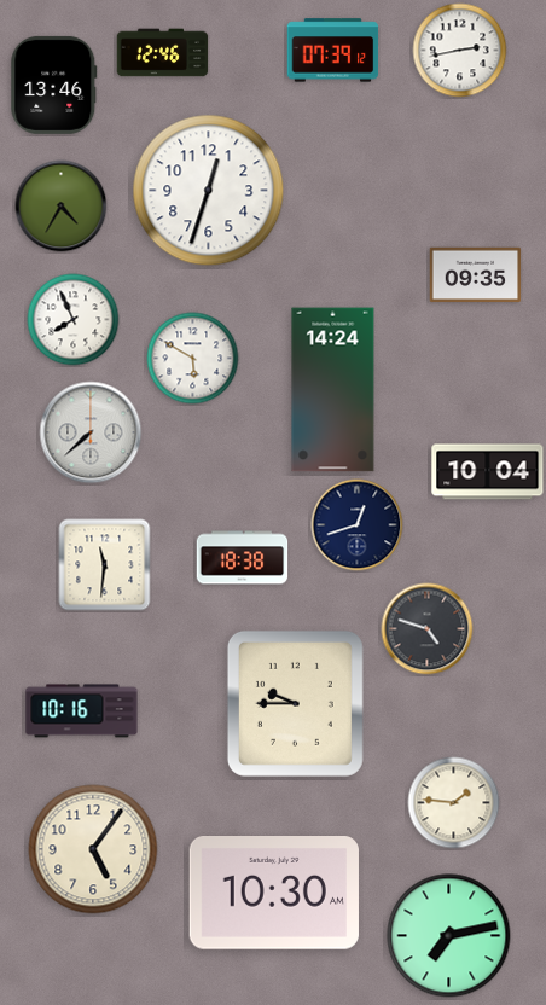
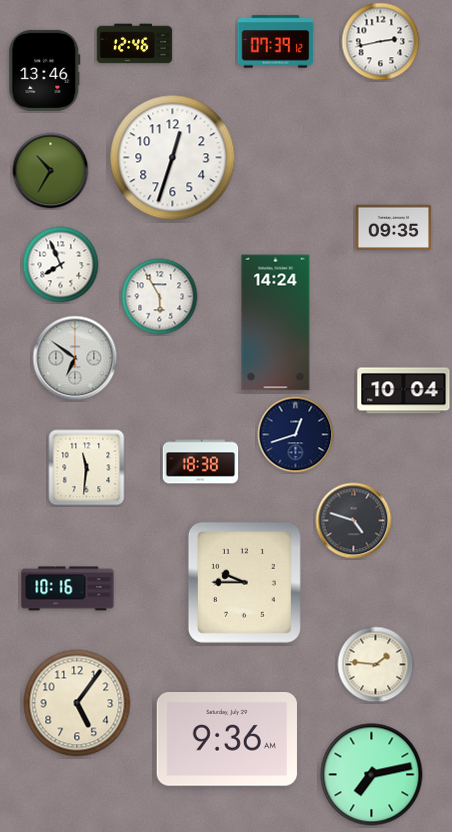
clock at (62, 207): 4:35 -> 10:35
clock at (193, 359): 5:50 -> 5:55
clock at (91, 432): 7:38 -> 6:51
clock at (274, 894): 10:30 -> 9:36
